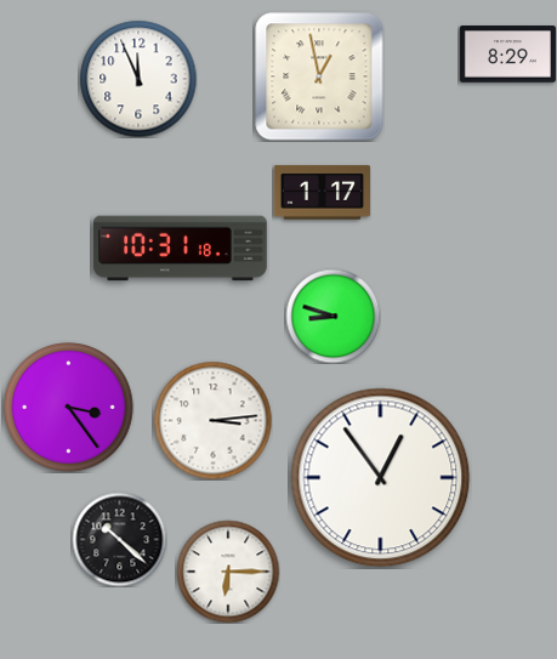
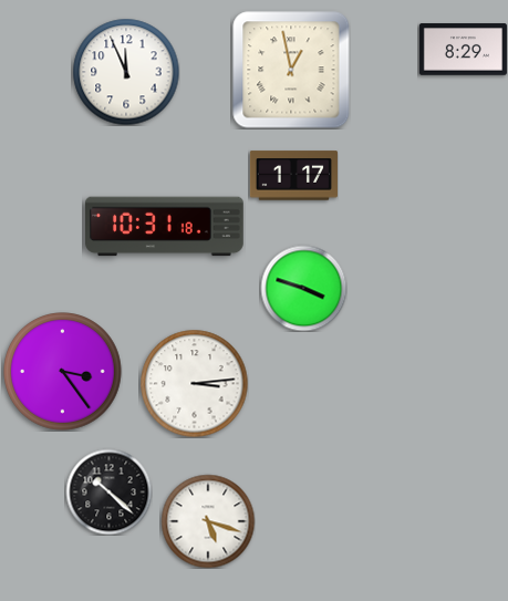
clock at (333, 316): 8:48 -> 3:48
clock at (381, 478): 12:54 -> none
clock at (228, 572): 6:15 -> 5:18
